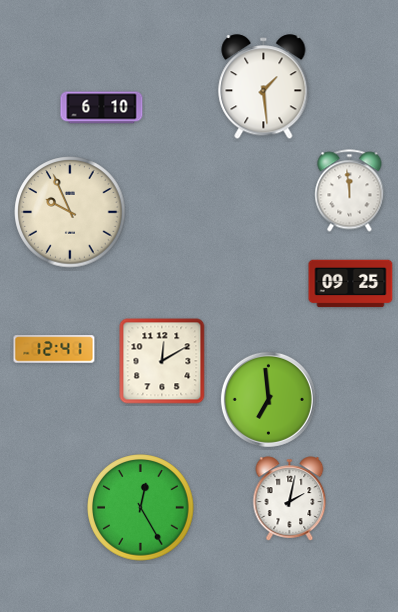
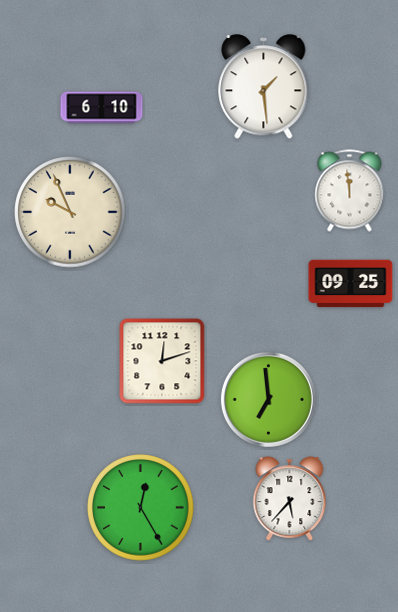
clock at (54, 349): 12:41 -> none
clock at (162, 361): 12:10 -> 12:12
clock at (290, 499): 2:02 -> 5:37
